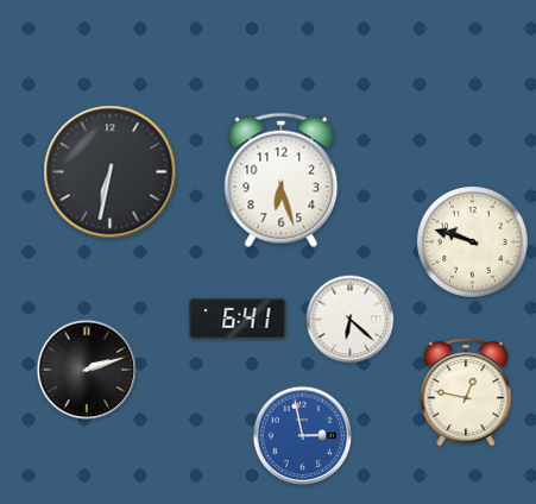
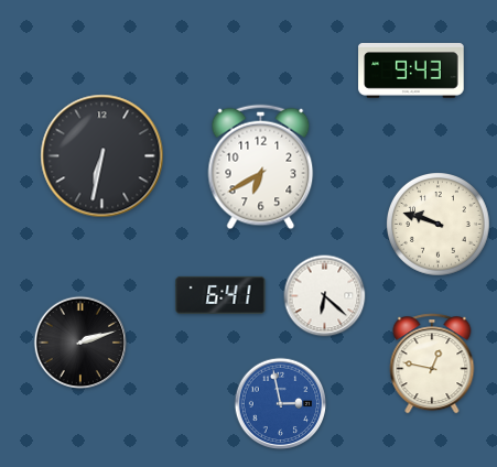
clock at (411, 72): none -> 9:43
clock at (111, 172) position: (111, 172) -> (102, 156)
clock at (282, 181): 6:27 -> 6:40
